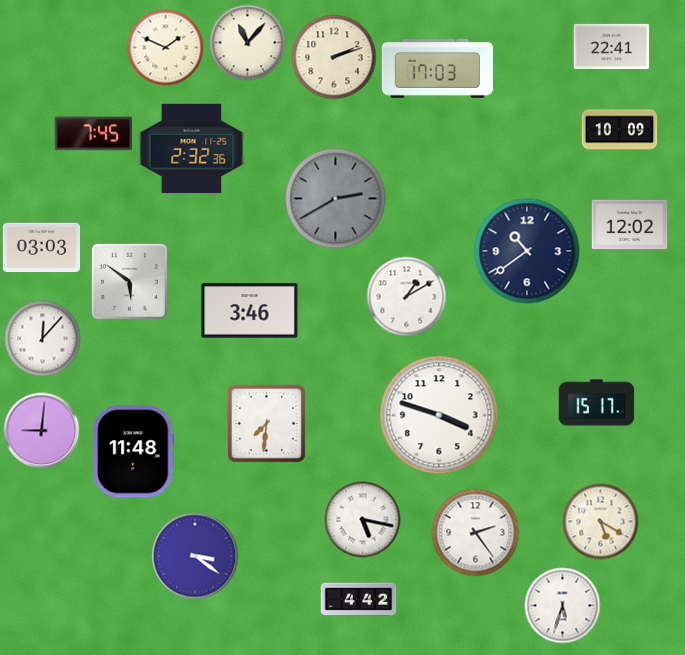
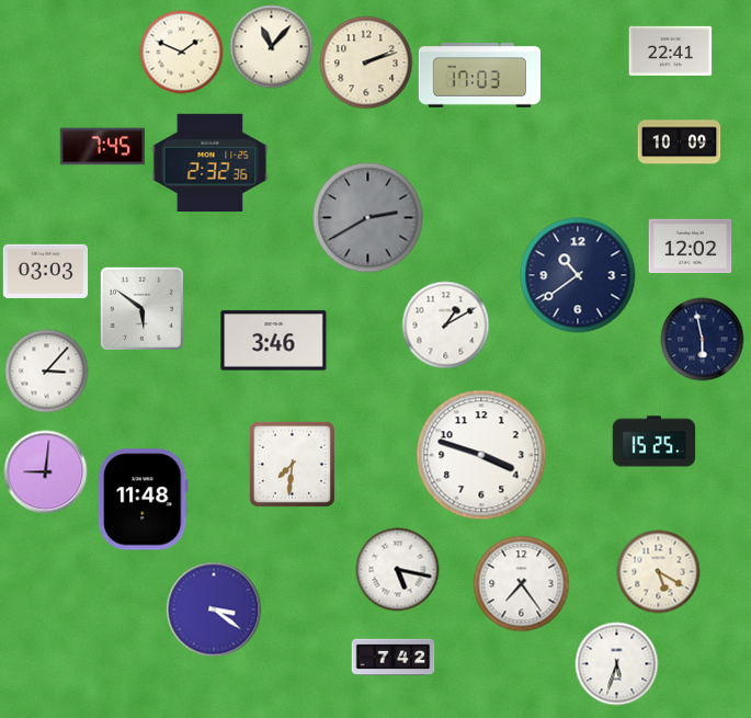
clock at (703, 340): none -> 5:58
clock at (43, 339): 12:07 -> 3:07
clock at (597, 403): 15:17 -> 15:25
clock at (134, 452) position: (134, 452) -> (144, 500)
clock at (476, 533): 2:24 -> 7:24
clock at (359, 600): 4:42 -> 7:42
